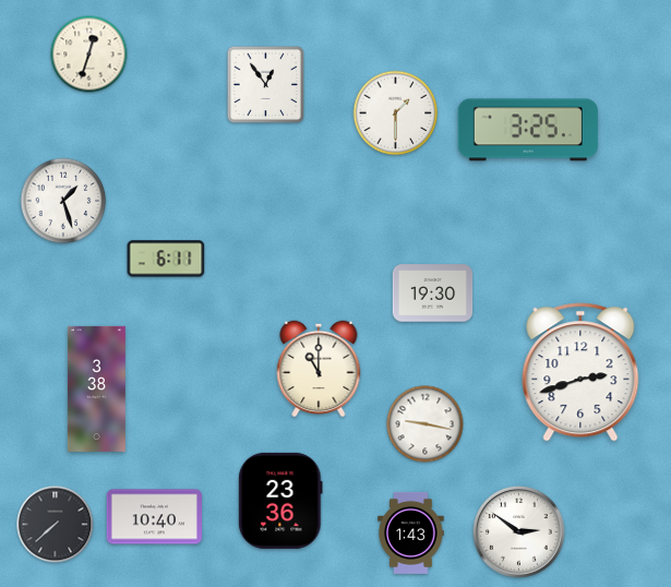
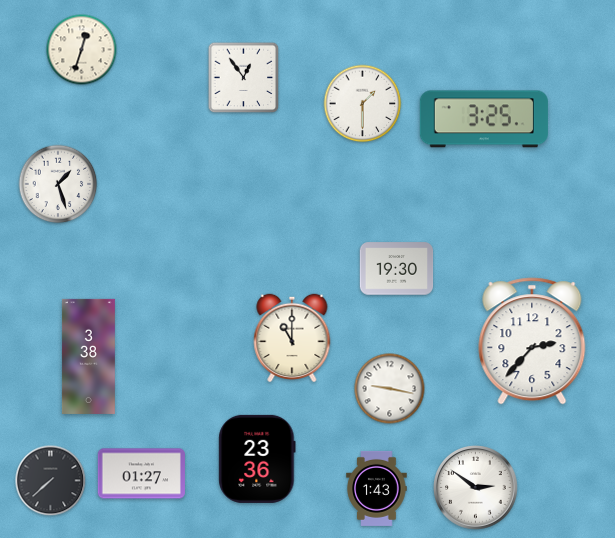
clock at (166, 259): 6:11 -> none
clock at (580, 372): 2:42 -> 2:37
clock at (154, 517): 10:40 -> 01:27
